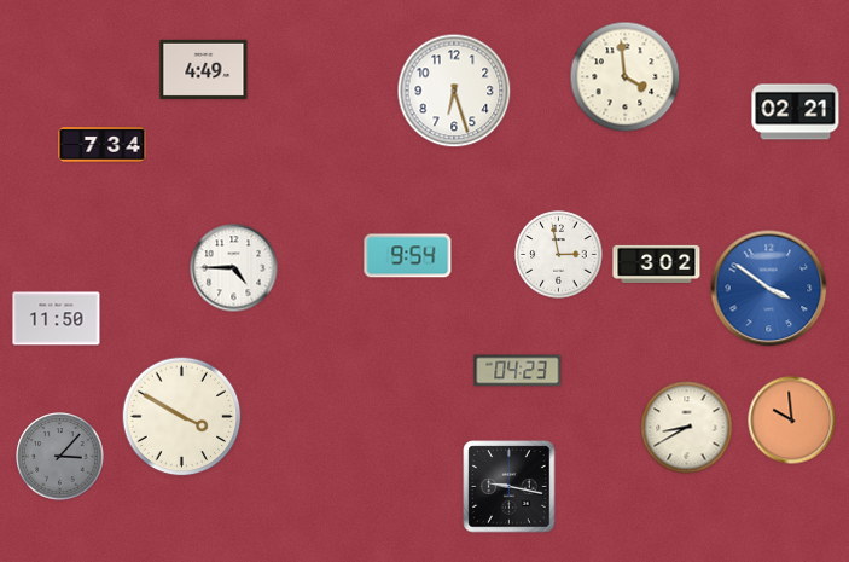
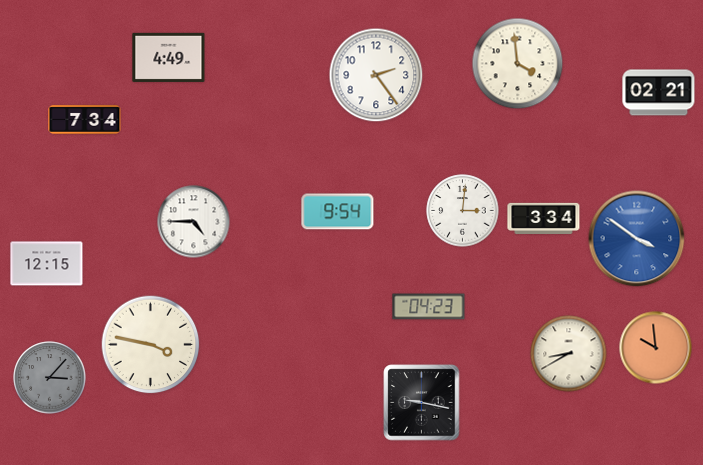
clock at (454, 91): 6:27 -> 2:24
clock at (559, 255): 2:58 -> 3:01
clock at (657, 263): 3:02 -> 3:34
clock at (57, 319): 11:50 -> 12:15
clock at (182, 417): 3:50 -> 3:47
